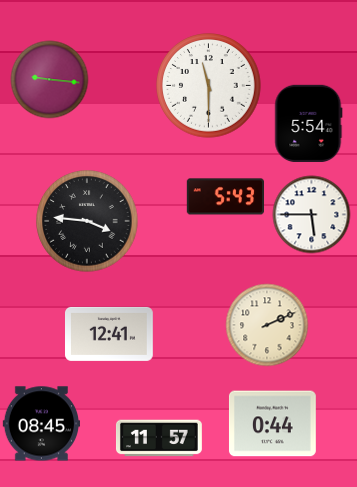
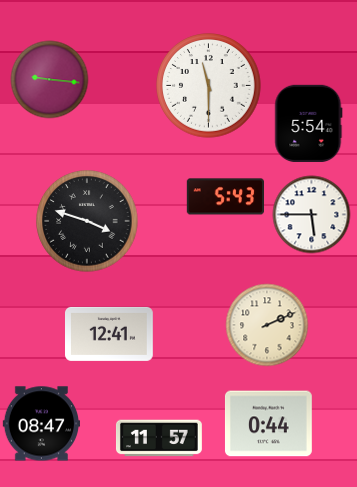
clock at (87, 221): 3:46 -> 3:48
clock at (41, 424): 08:45 -> 08:47
clock at (272, 424) position: (272, 424) -> (268, 424)
